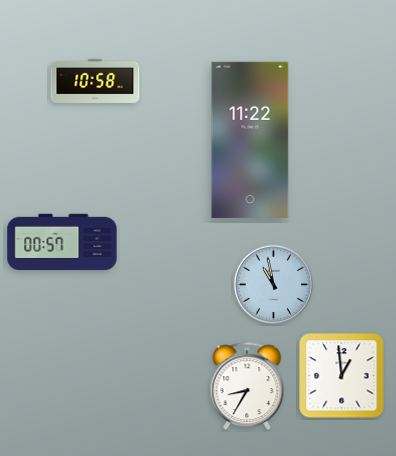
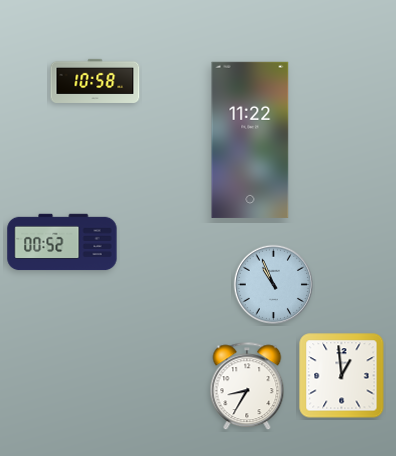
clock at (62, 242): 00:57 -> 00:52
clock at (273, 284): 10:58 -> 10:56
